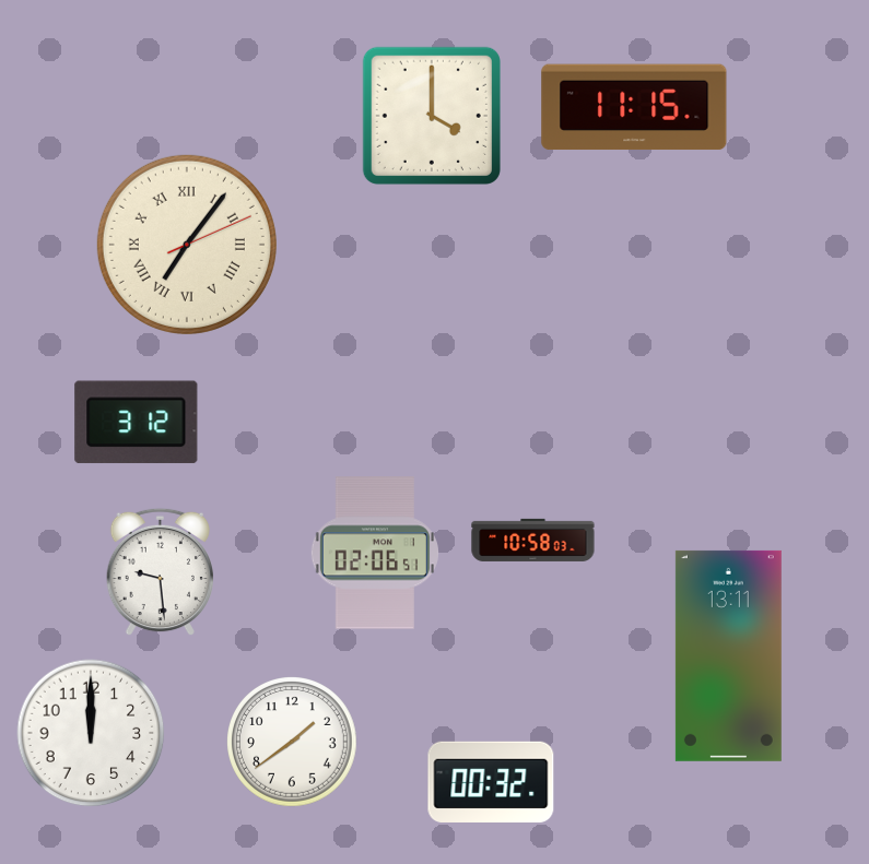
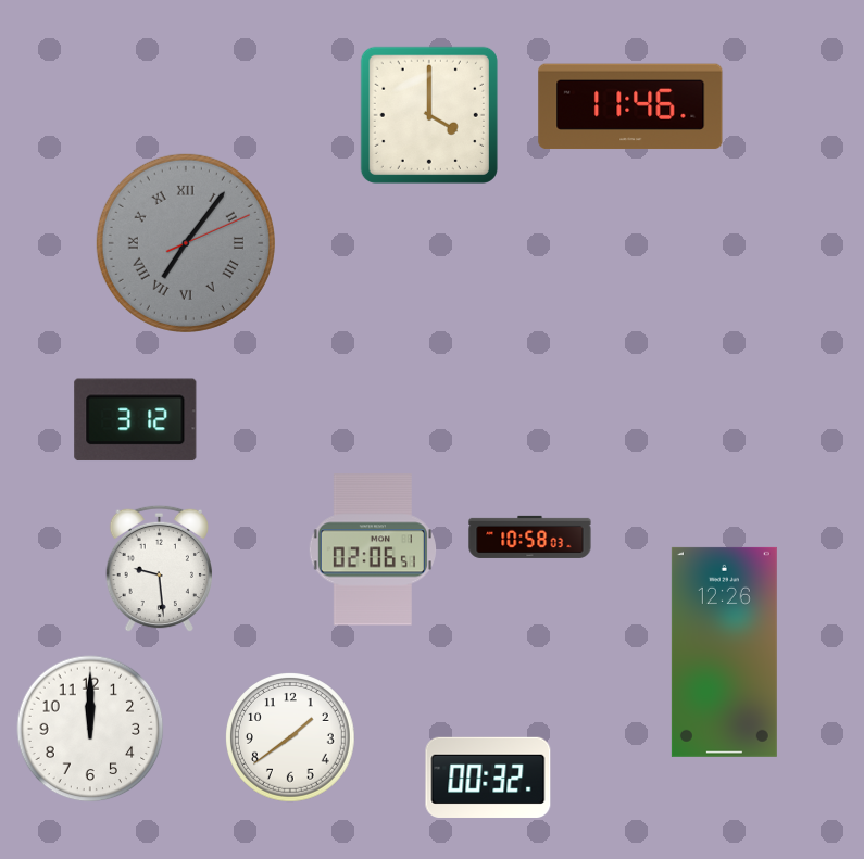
clock at (634, 107): 11:15 -> 11:46
clock at (187, 245) dial: cream -> grey
clock at (728, 655): 13:11 -> 12:26
